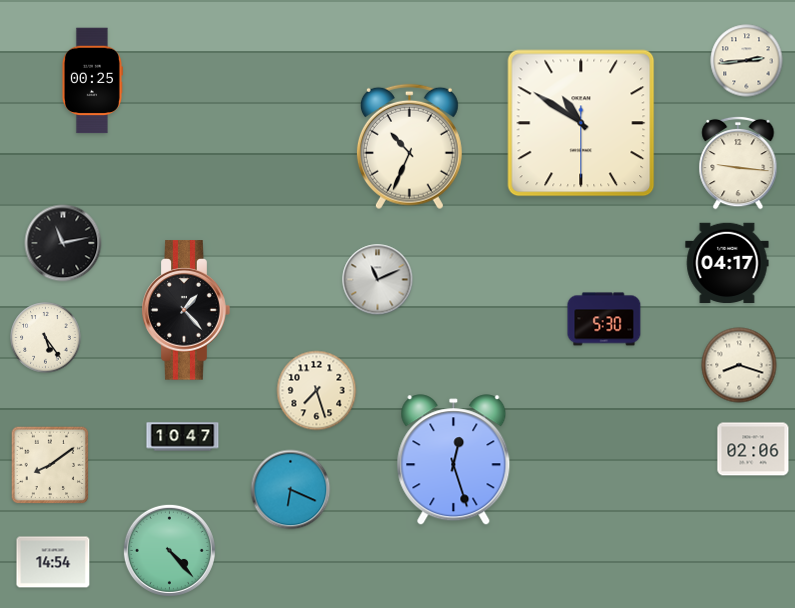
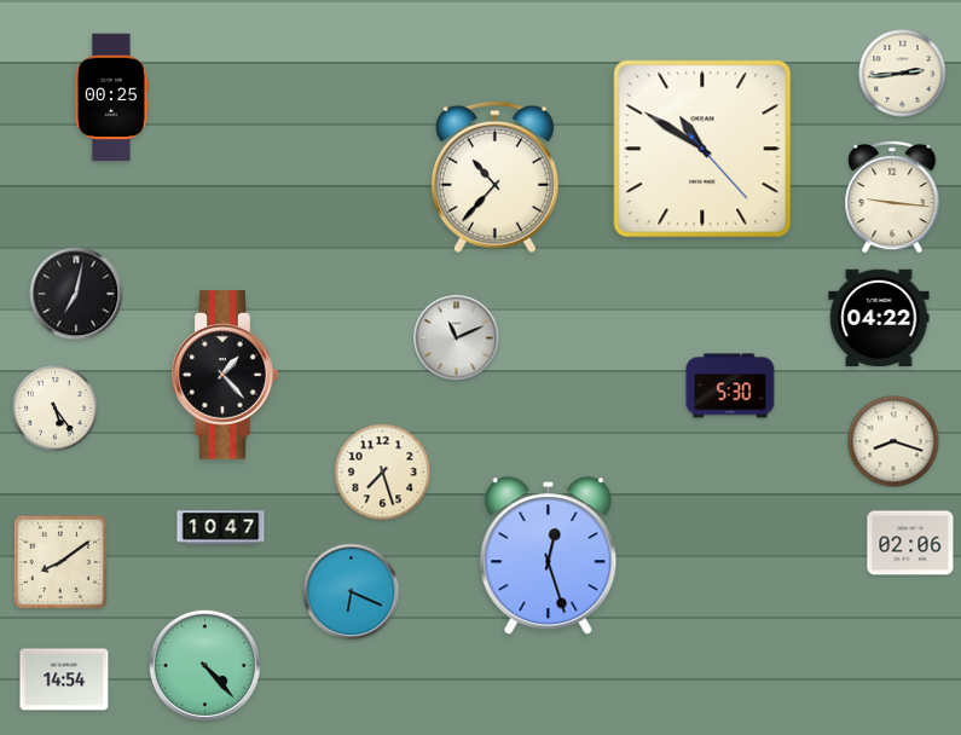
clock at (581, 123): 10:50:30 -> 10:50:23
clock at (409, 147): 10:34 -> 10:37
clock at (63, 243): 11:13 -> 7:02
clock at (727, 262): 04:17 -> 04:22
